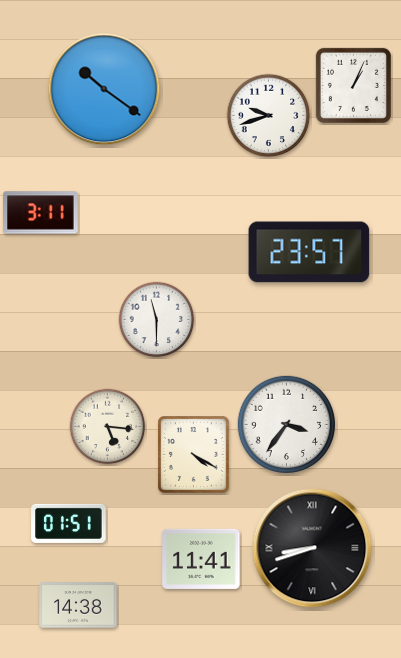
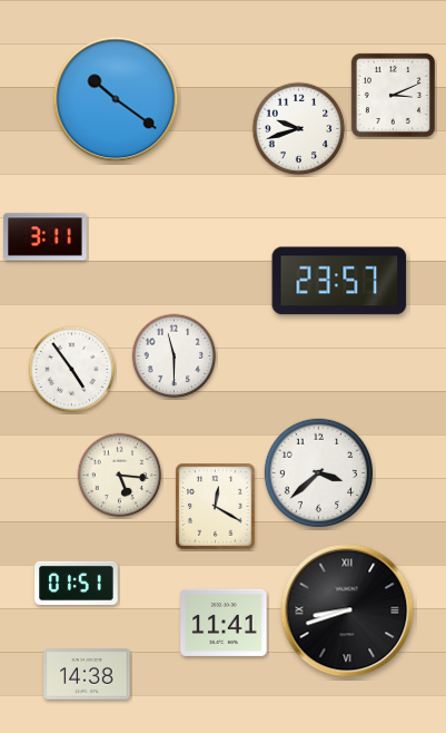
clock at (353, 85): 1:04 -> 3:11
clock at (309, 252) position: (309, 252) -> (339, 281)
clock at (72, 370): none -> 4:54
clock at (286, 424): 3:36 -> 3:38
clock at (194, 455): 4:20 -> 12:20
